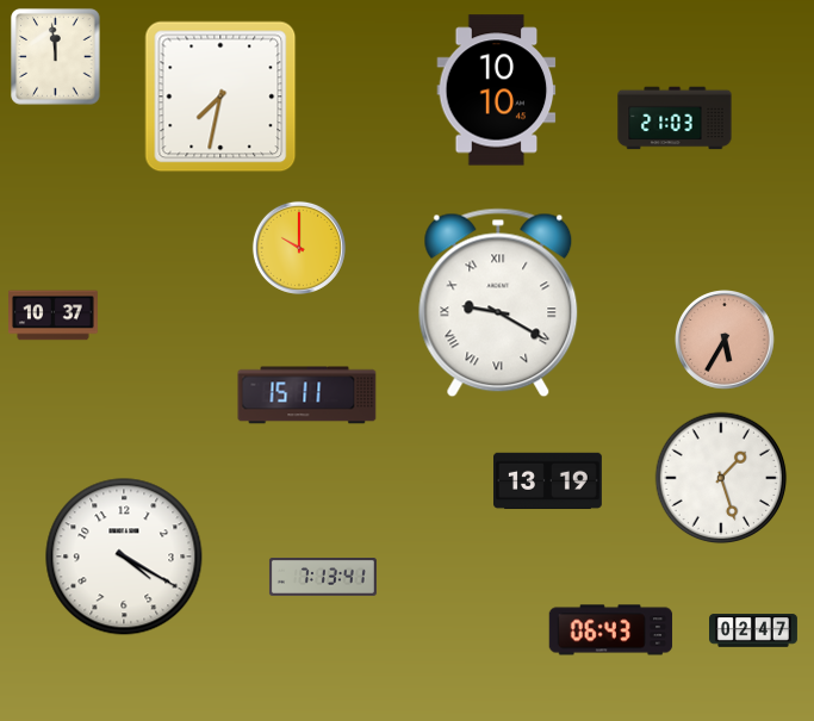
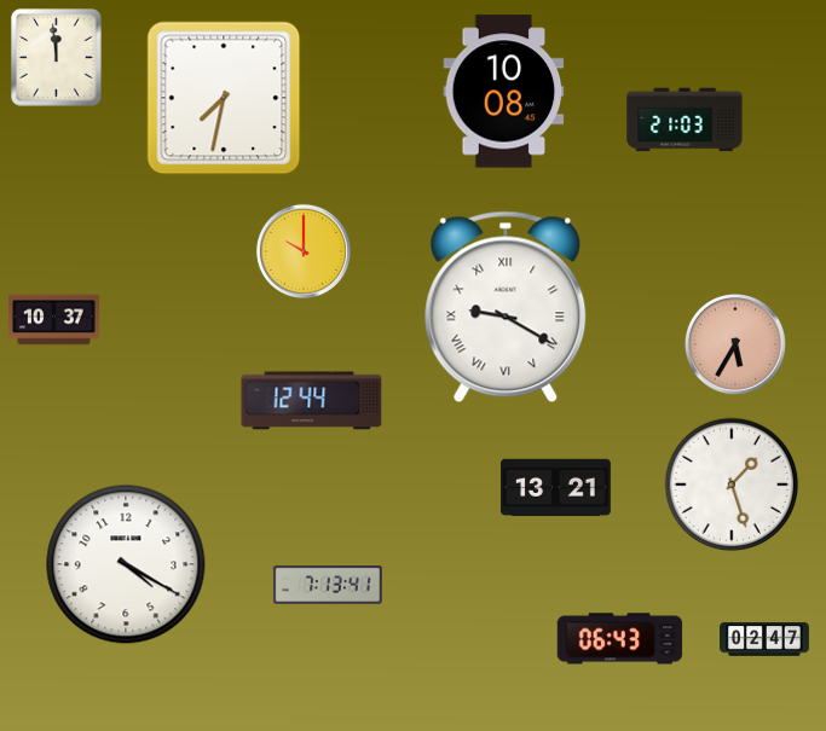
clock at (497, 91): 10:10 -> 10:08
clock at (307, 396): 15:11 -> 12:44
clock at (548, 481): 13:19 -> 13:21
